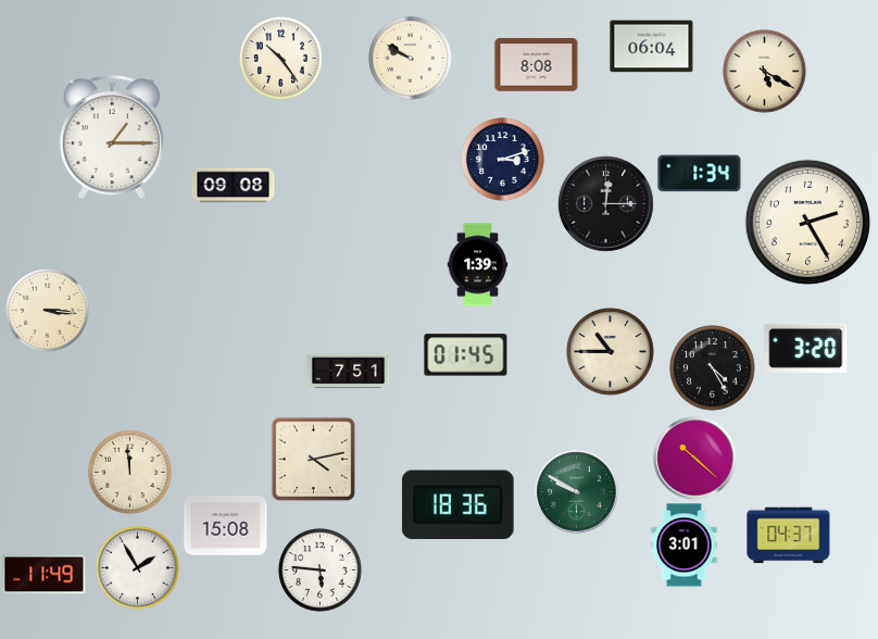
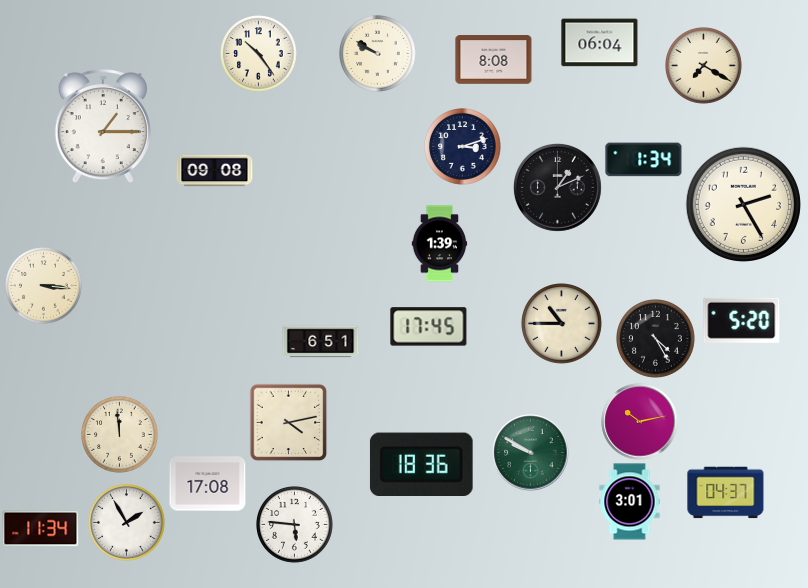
clock at (765, 72): 5:20 -> 7:20
clock at (605, 203): 12:15 -> 1:11
clock at (806, 348): 3:20 -> 5:20
clock at (466, 355): 01:45 -> 17:45
clock at (349, 372): 7:51 -> 6:51
clock at (695, 459): 10:22 -> 10:13
clock at (226, 526): 15:08 -> 17:08
clock at (45, 575): 11:49 -> 11:34
